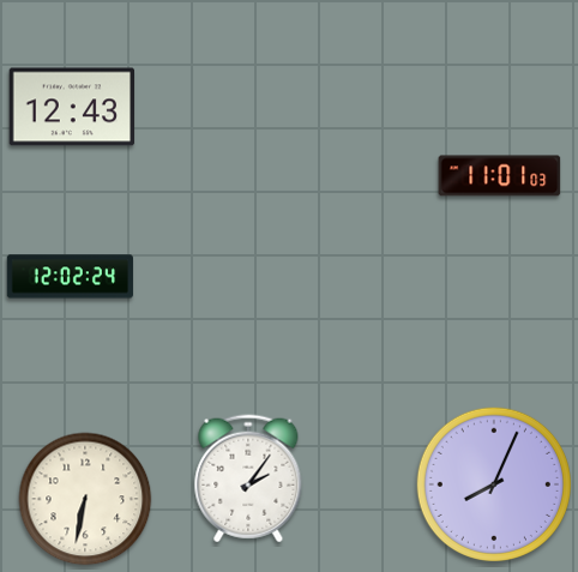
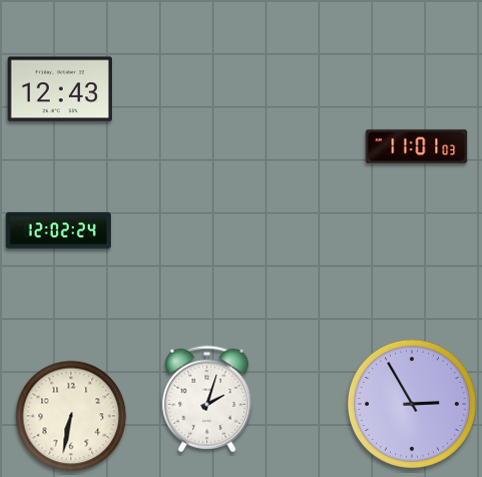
clock at (248, 478): 2:06 -> 2:03
clock at (493, 483): 8:04 -> 2:55
